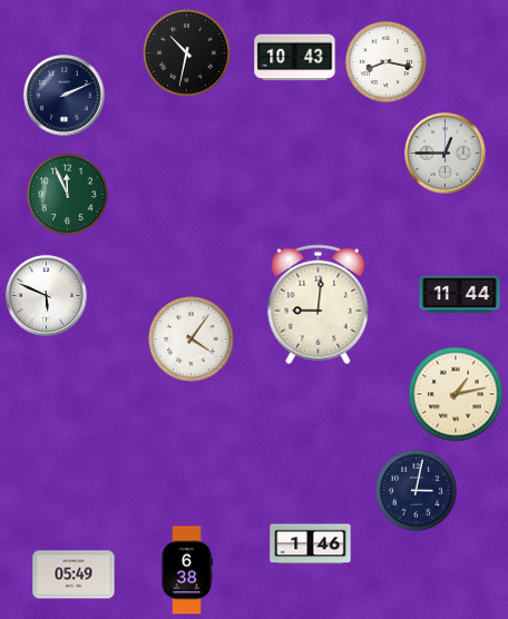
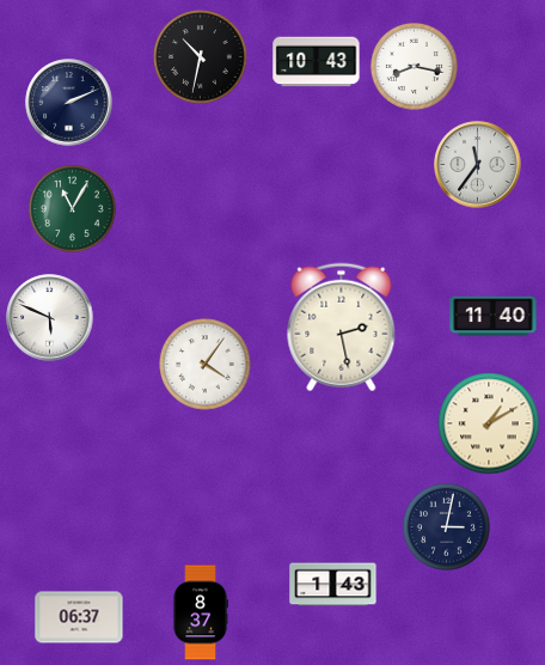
clock at (446, 154): 12:45 -> 11:36
clock at (67, 194): 11:56 -> 11:05
clock at (460, 295): 11:44 -> 11:40
clock at (319, 305): 9:01 -> 2:28
clock at (456, 394): 1:13 -> 1:10
clock at (311, 544): 1:46 -> 1:43
clock at (187, 570): 6:38 -> 8:37
clock at (74, 574): 05:49 -> 06:37
